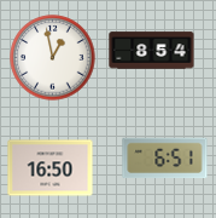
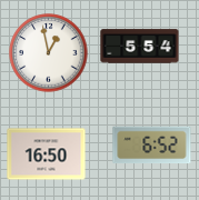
clock at (152, 51): 8:54 -> 5:54
clock at (165, 159): 6:51 -> 6:52
